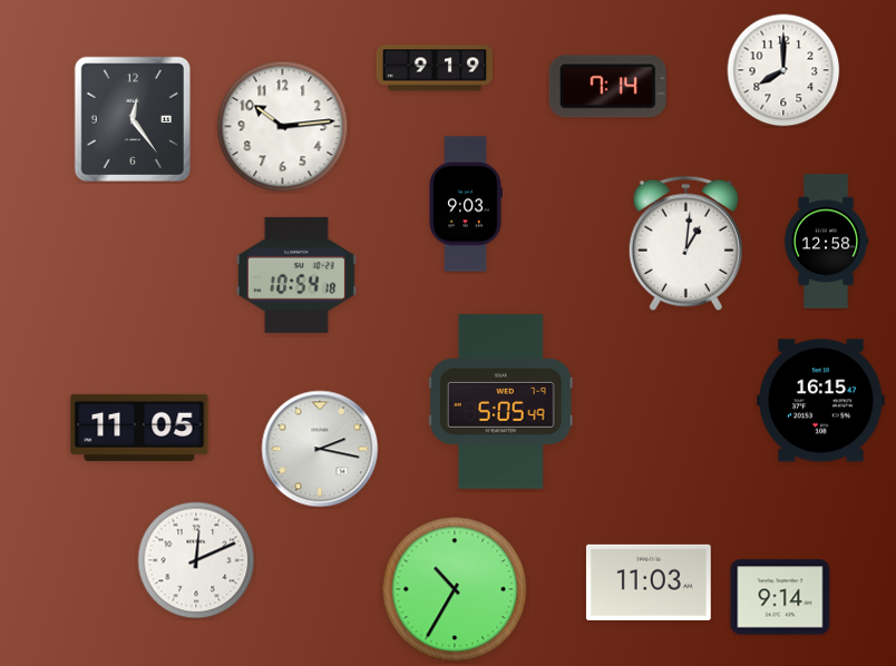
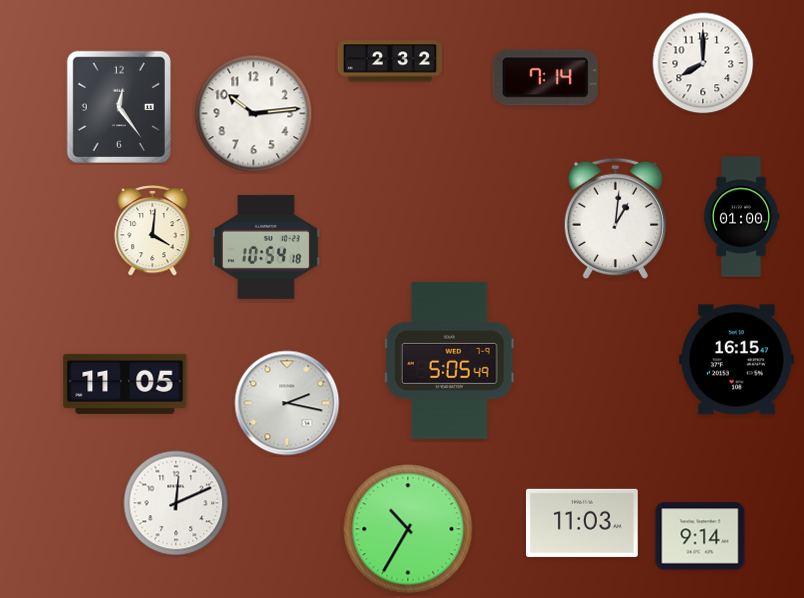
clock at (434, 68): 9:19 -> 2:32
clock at (466, 204): 9:03 -> none
clock at (826, 242): 12:58 -> 01:00
clock at (153, 231): none -> 4:01
